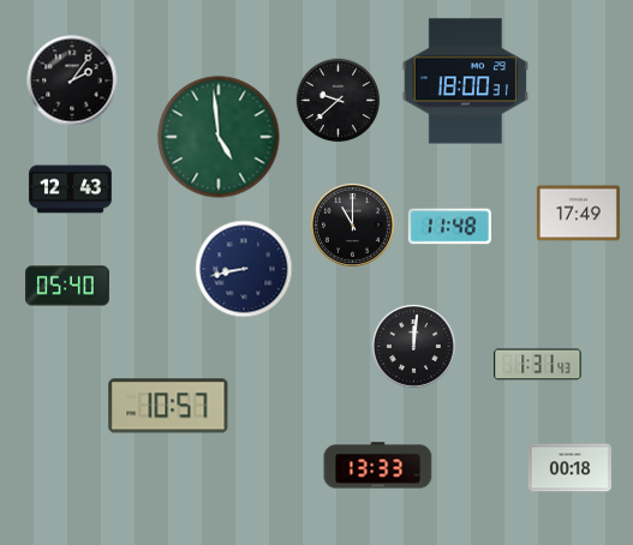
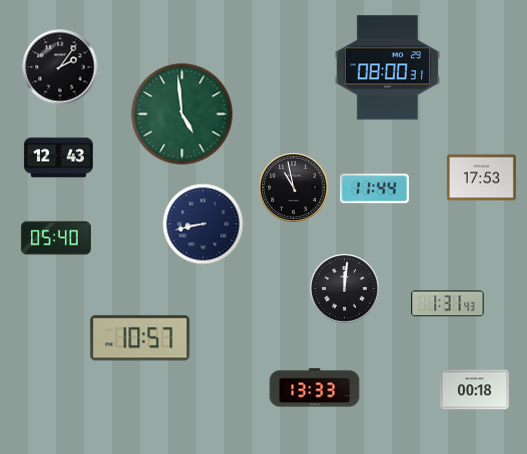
clock at (465, 82): 18:00 -> 08:00
clock at (339, 101): 9:38 -> none
clock at (578, 214): 17:49 -> 17:53
clock at (353, 226): 11:00 -> 10:58
clock at (449, 227): 11:48 -> 11:44
